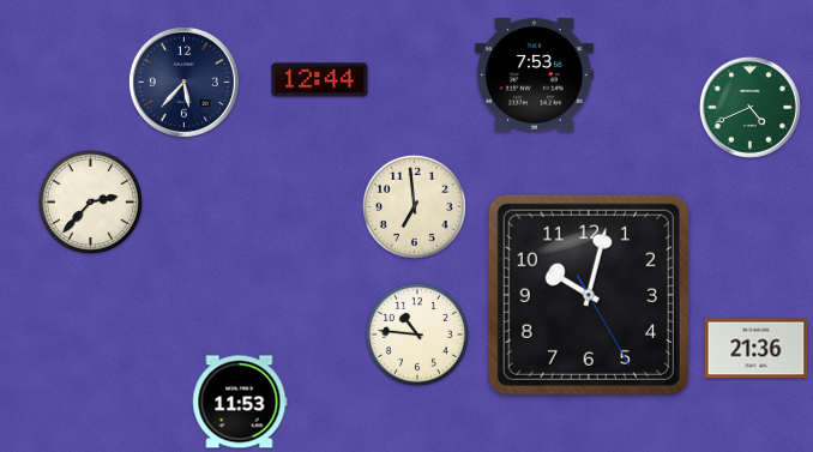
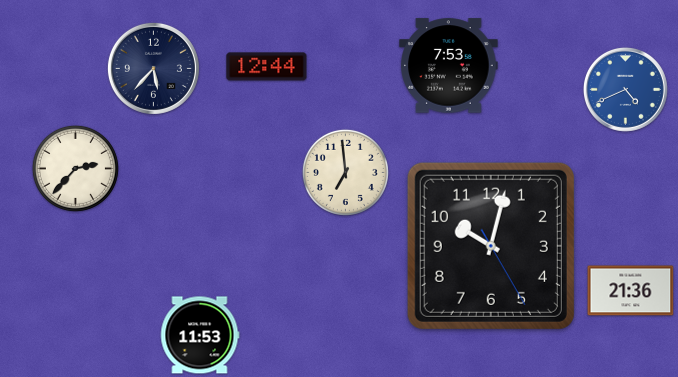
clock at (535, 76) position: (535, 76) -> (449, 66)
clock at (749, 107) dial: green -> blue
clock at (417, 335): 10:46 -> none
